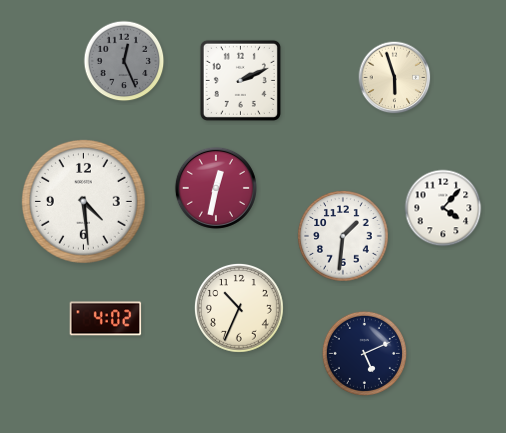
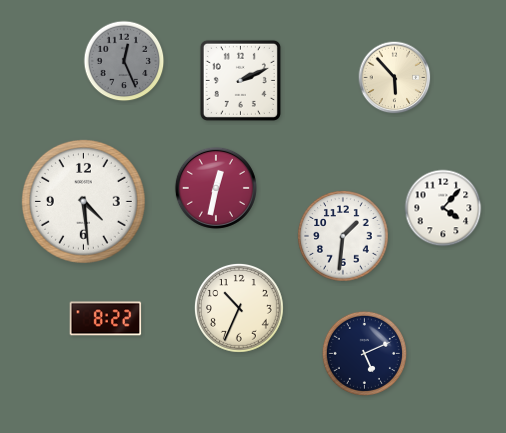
clock at (395, 78): 5:57 -> 5:53
clock at (106, 319): 4:02 -> 8:22
